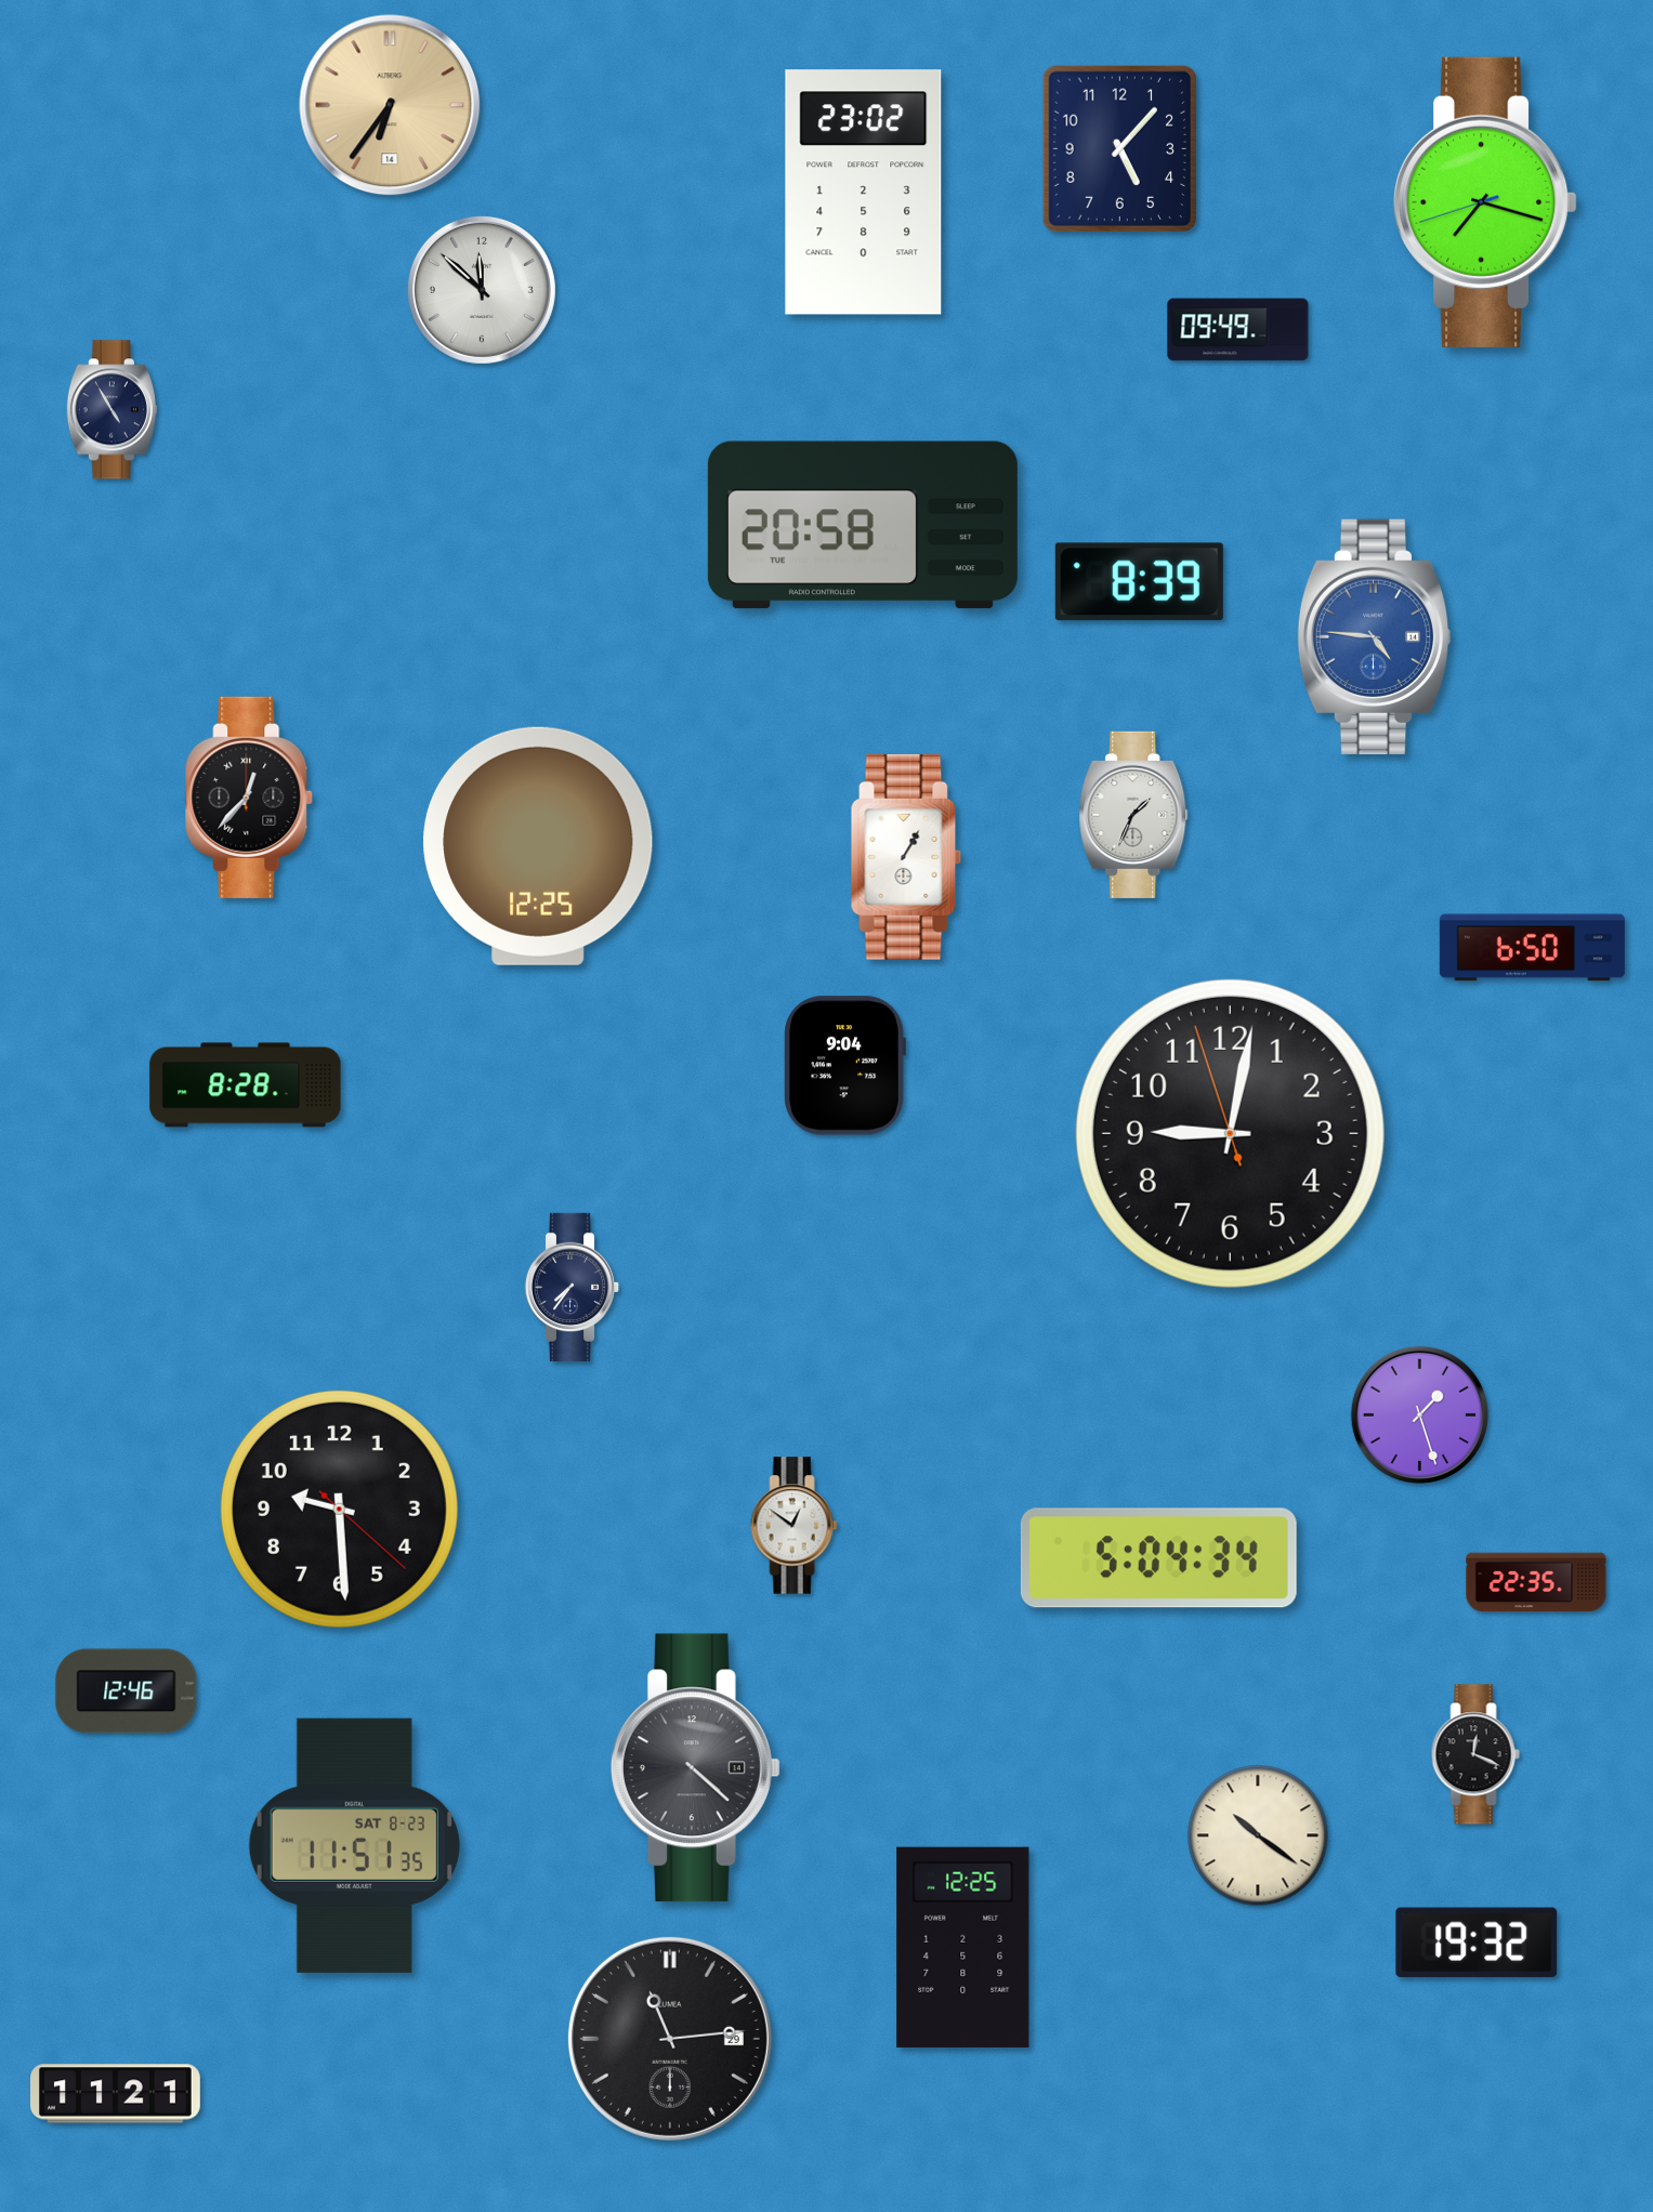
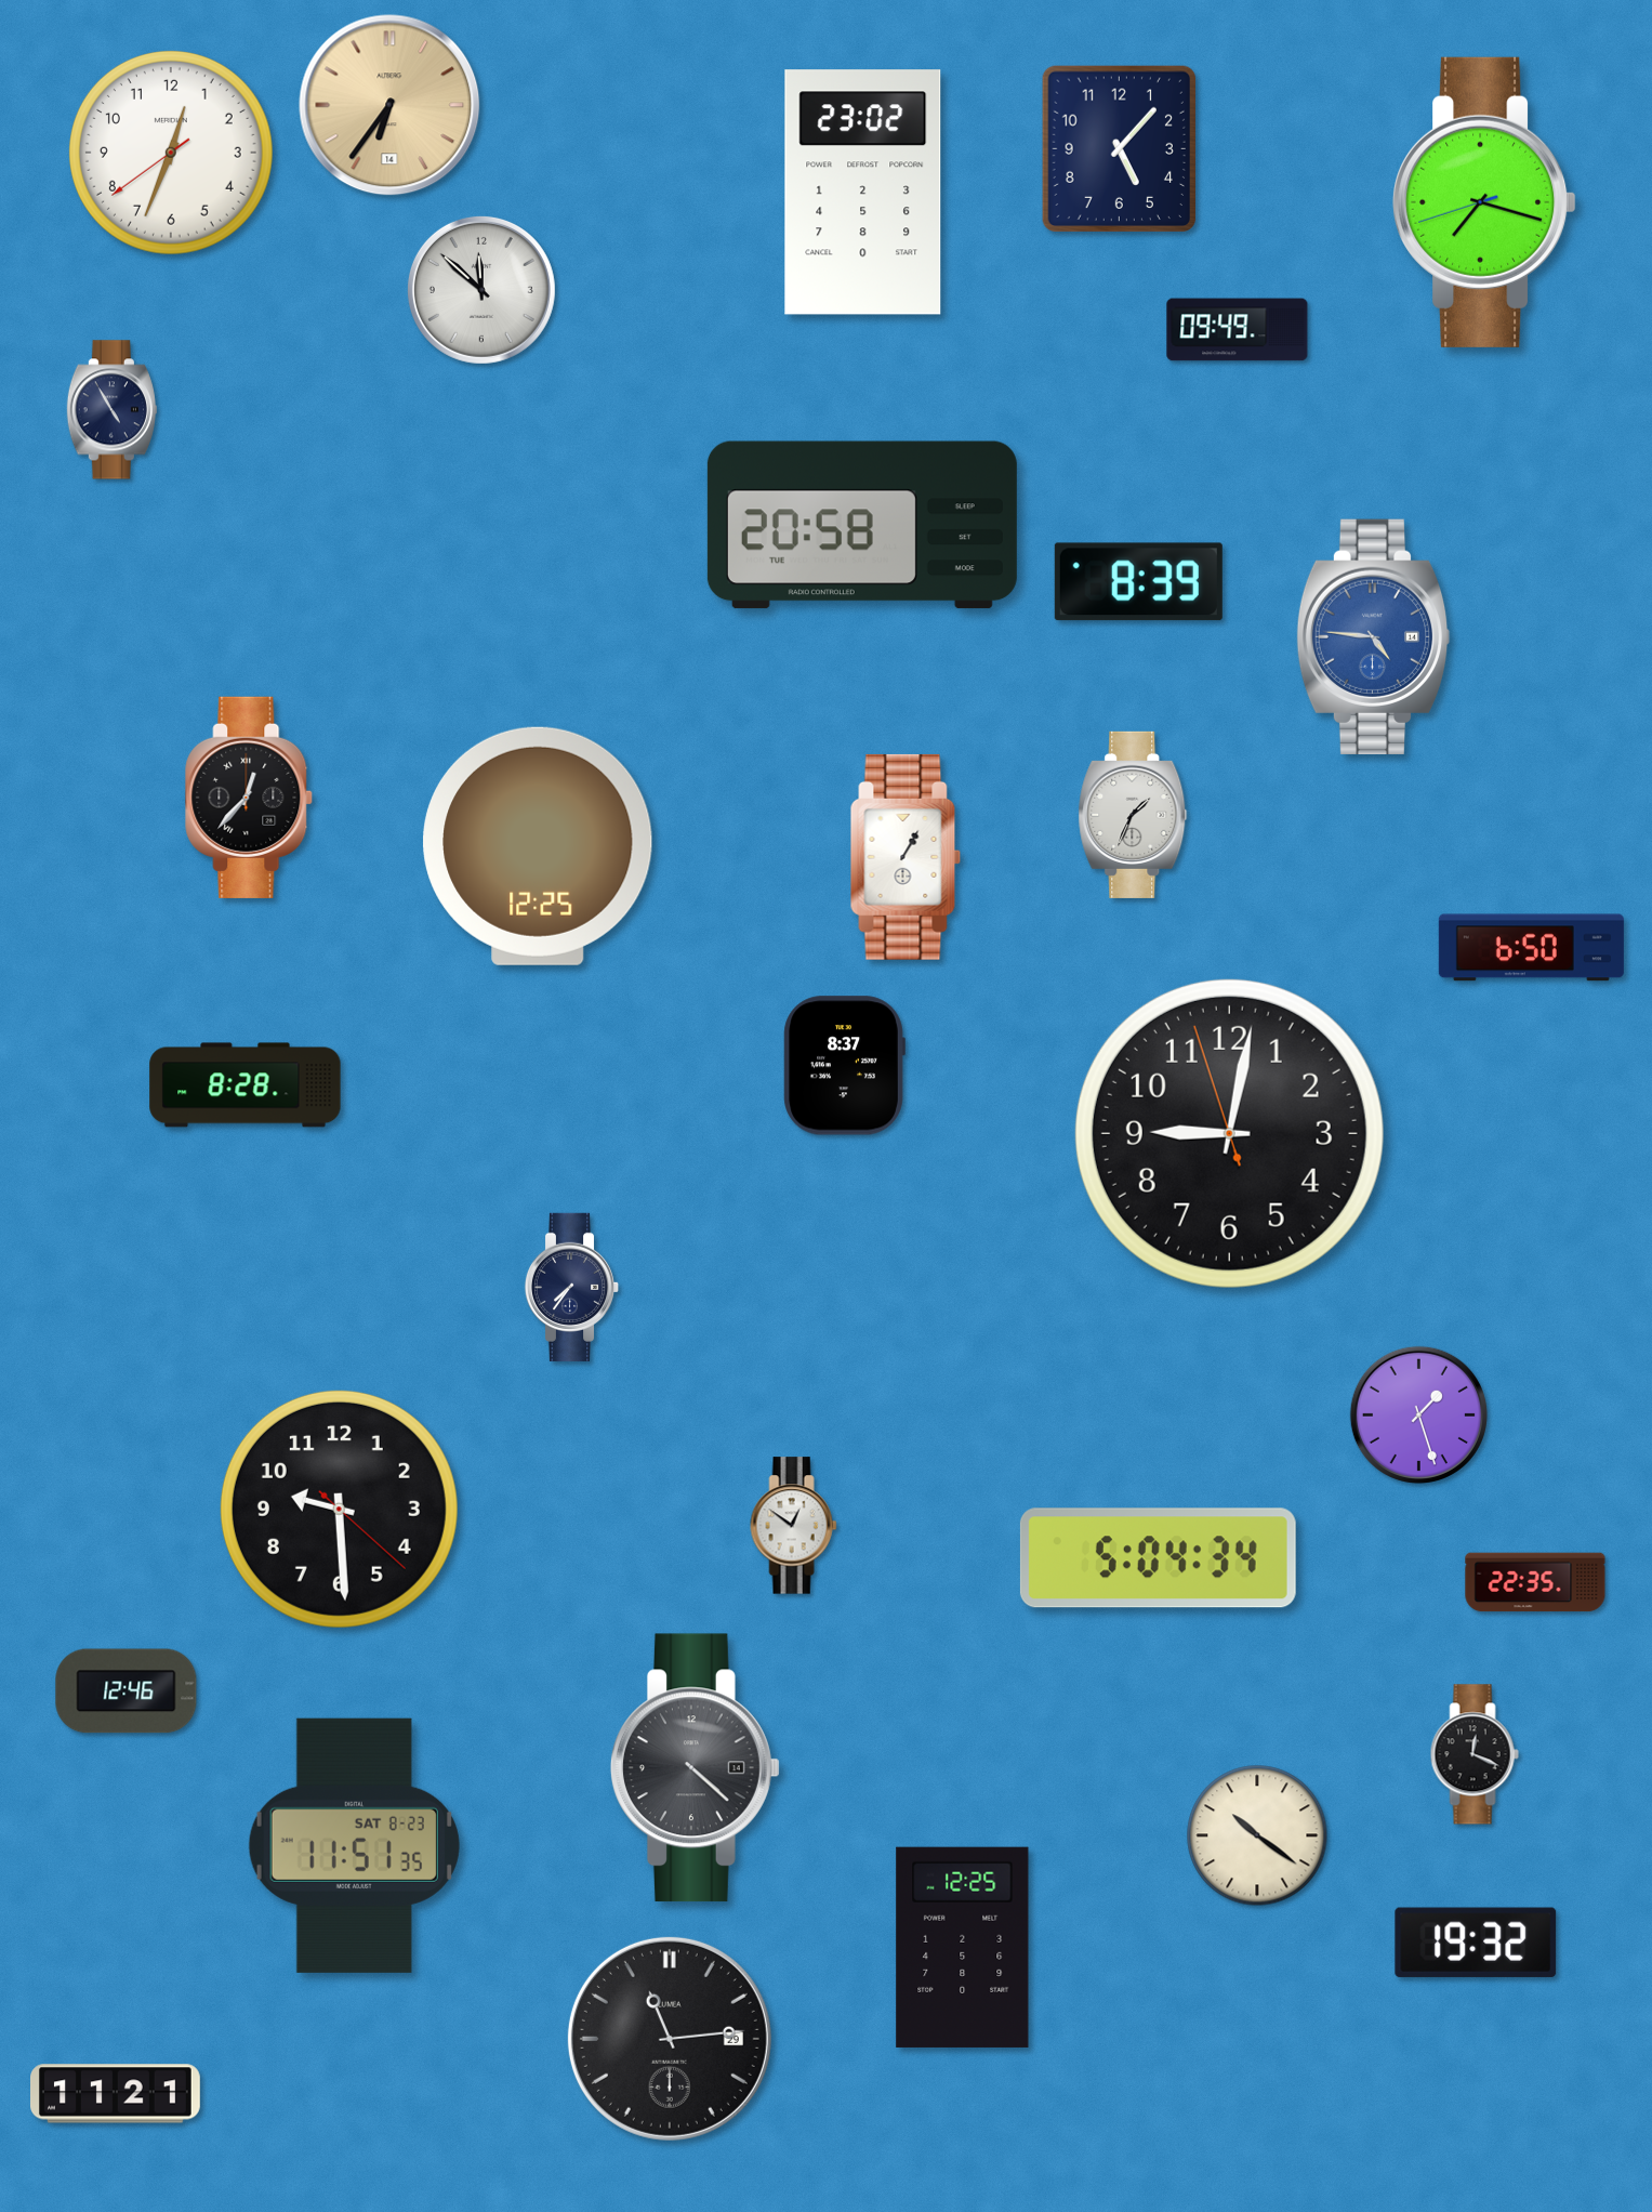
clock at (171, 153): none -> 12:33
clock at (844, 1066): 9:04 -> 8:37
